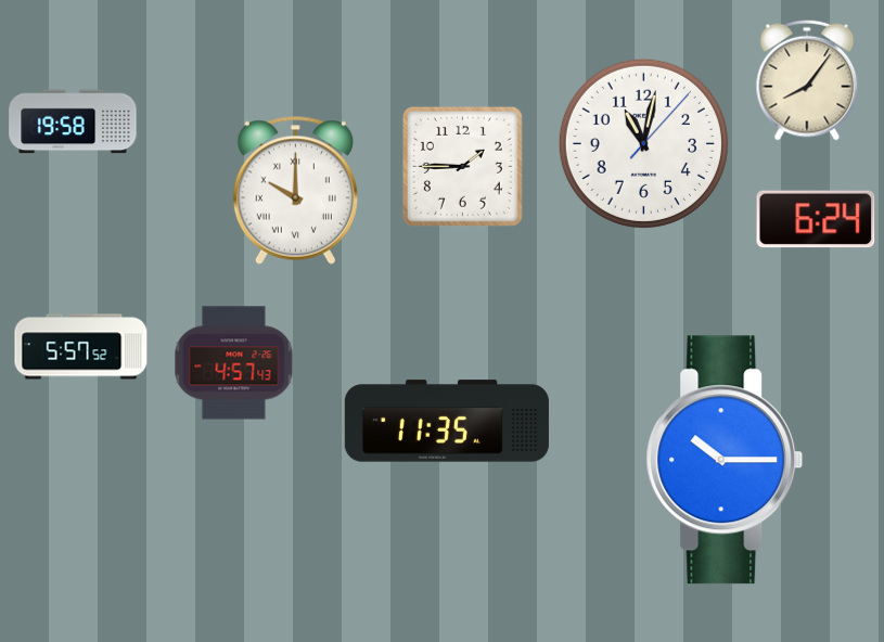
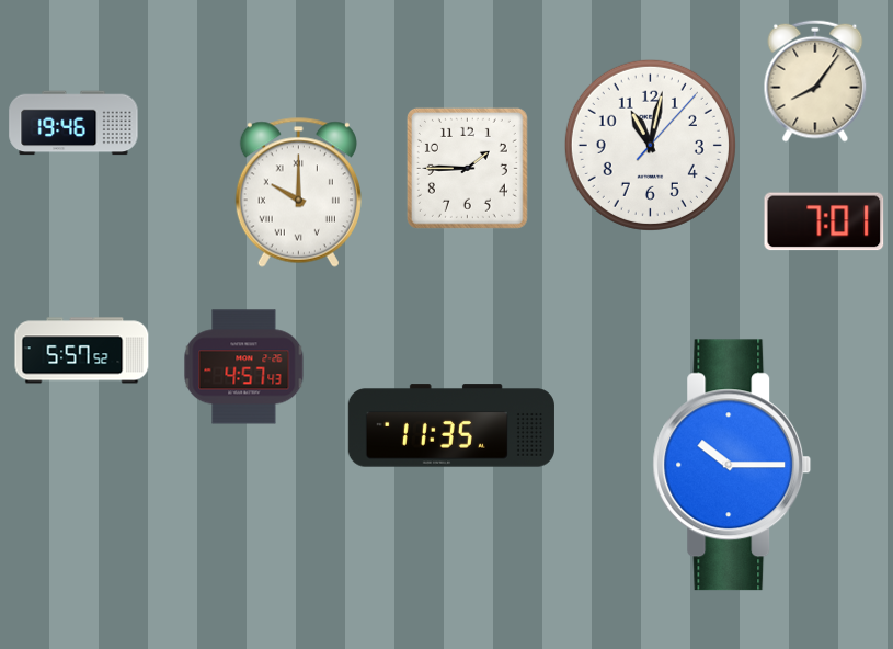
clock at (73, 121): 19:58 -> 19:46
clock at (816, 219): 6:24 -> 7:01
clock at (234, 363) position: (234, 363) -> (244, 367)
